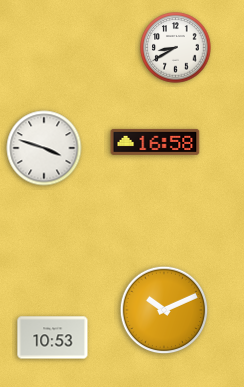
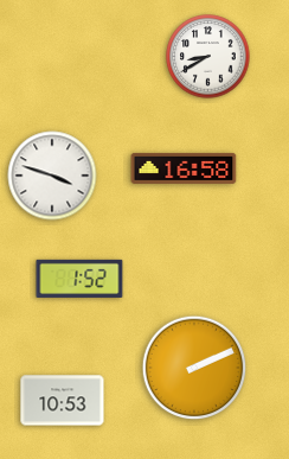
clock at (79, 279): none -> 1:52
clock at (164, 310): 10:11 -> 2:11
